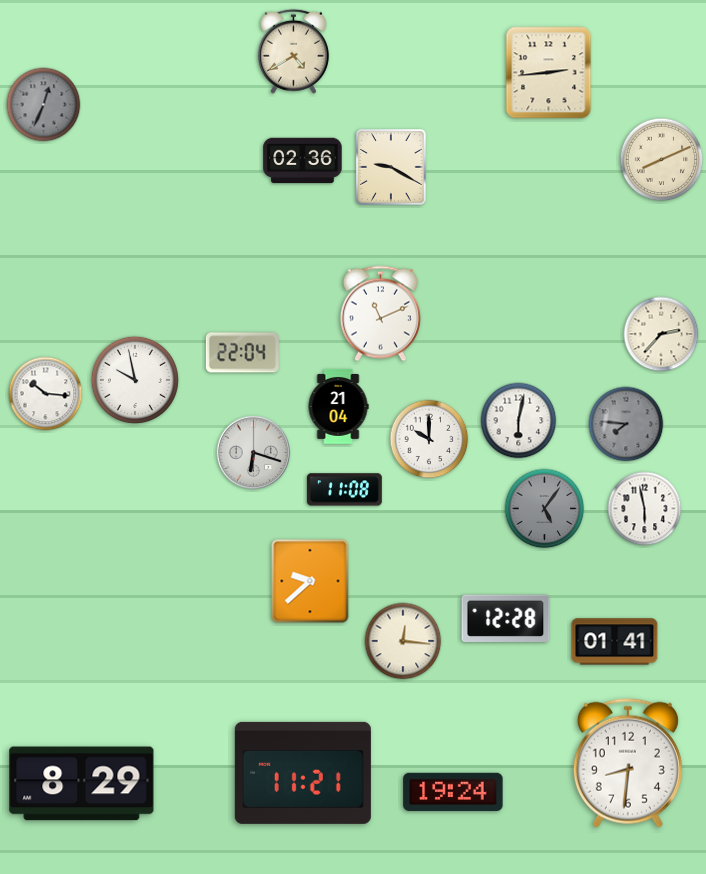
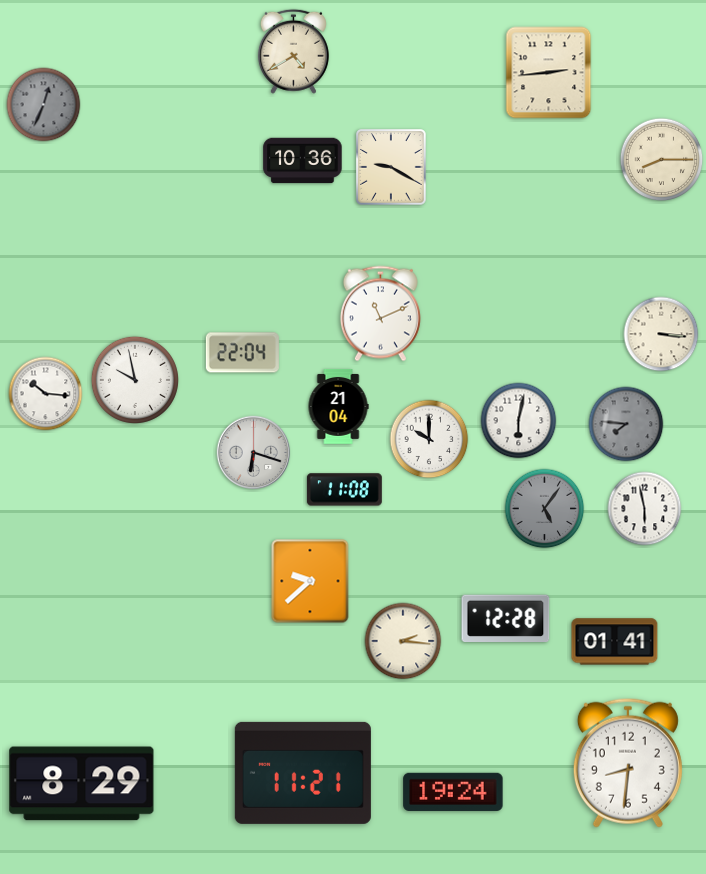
clock at (662, 160): 8:11 -> 8:15
clock at (303, 161): 02:36 -> 10:36
clock at (661, 334): 2:37 -> 3:16
clock at (403, 641): 12:16 -> 2:16
